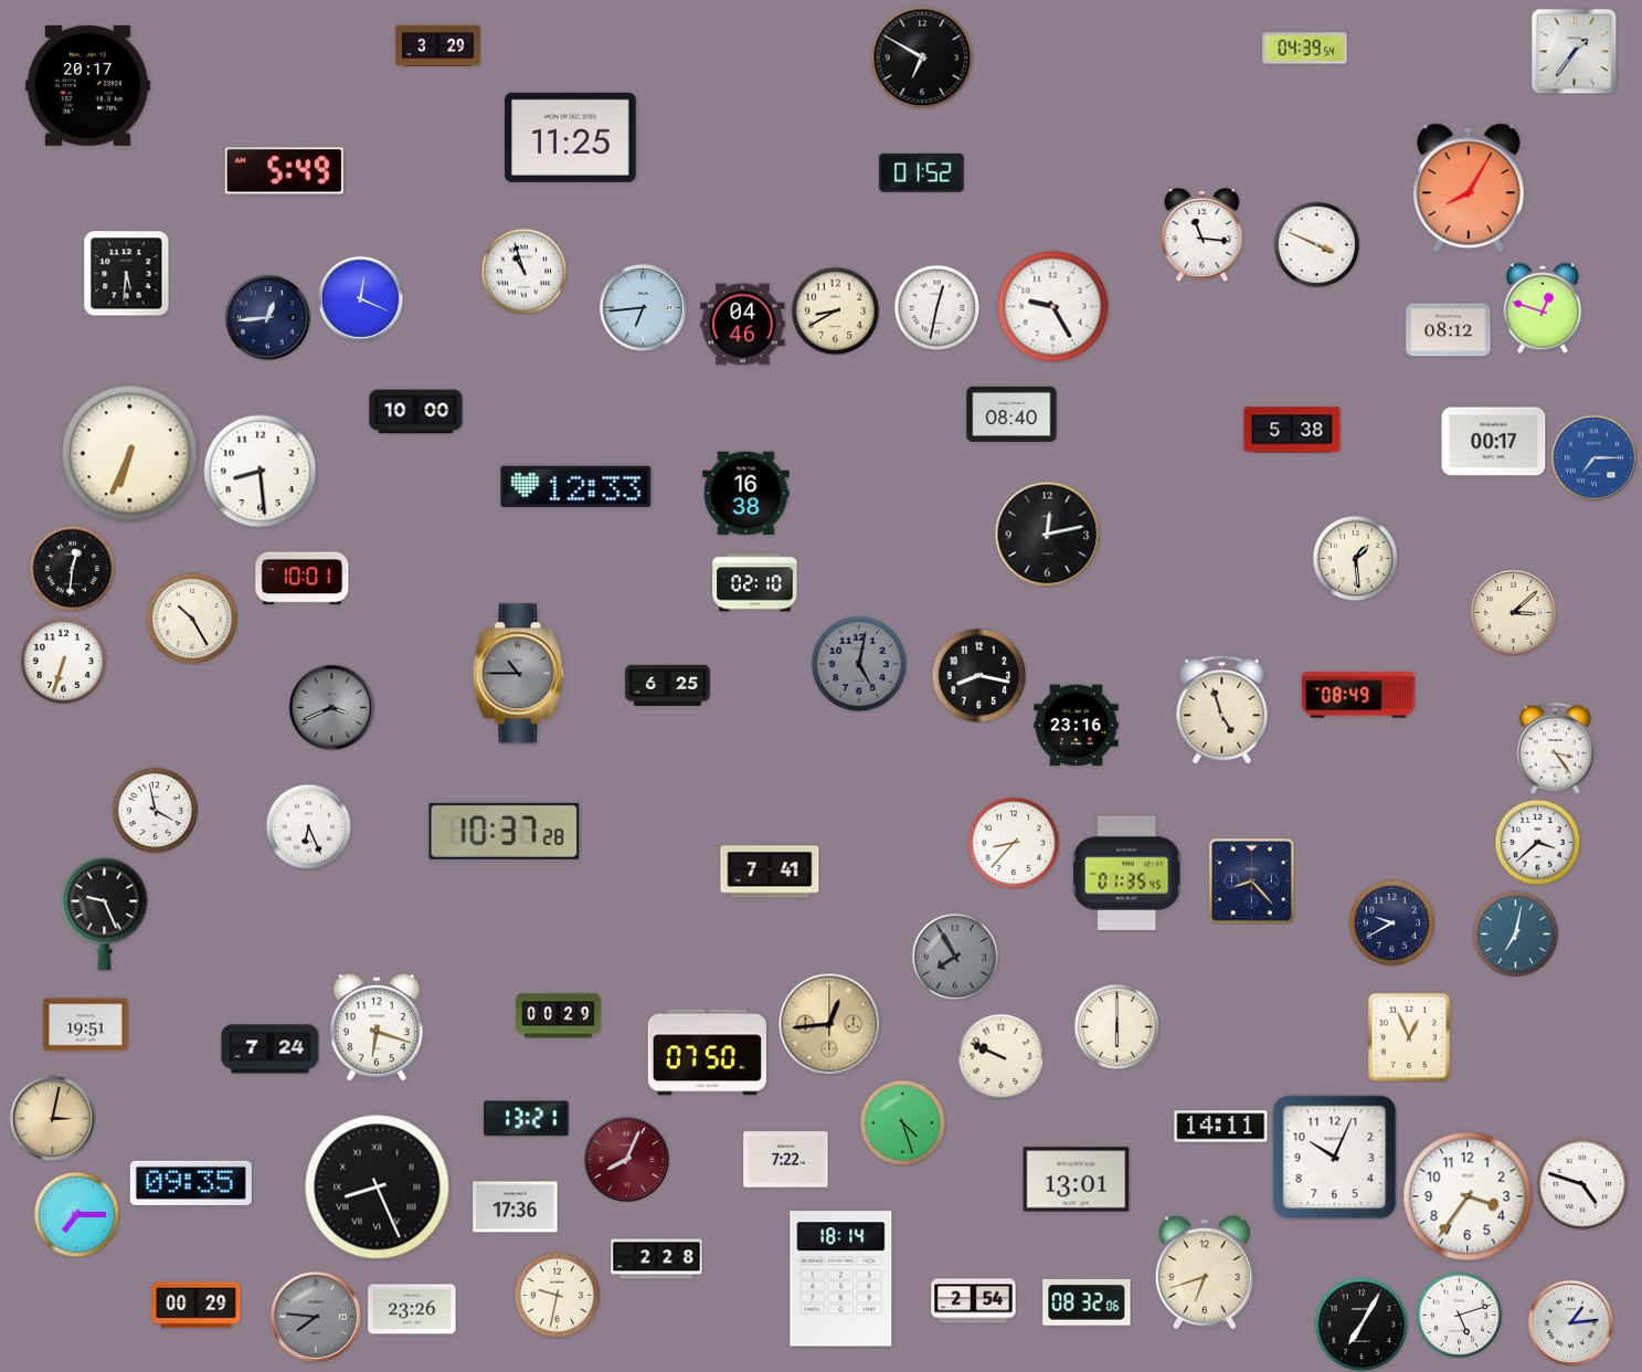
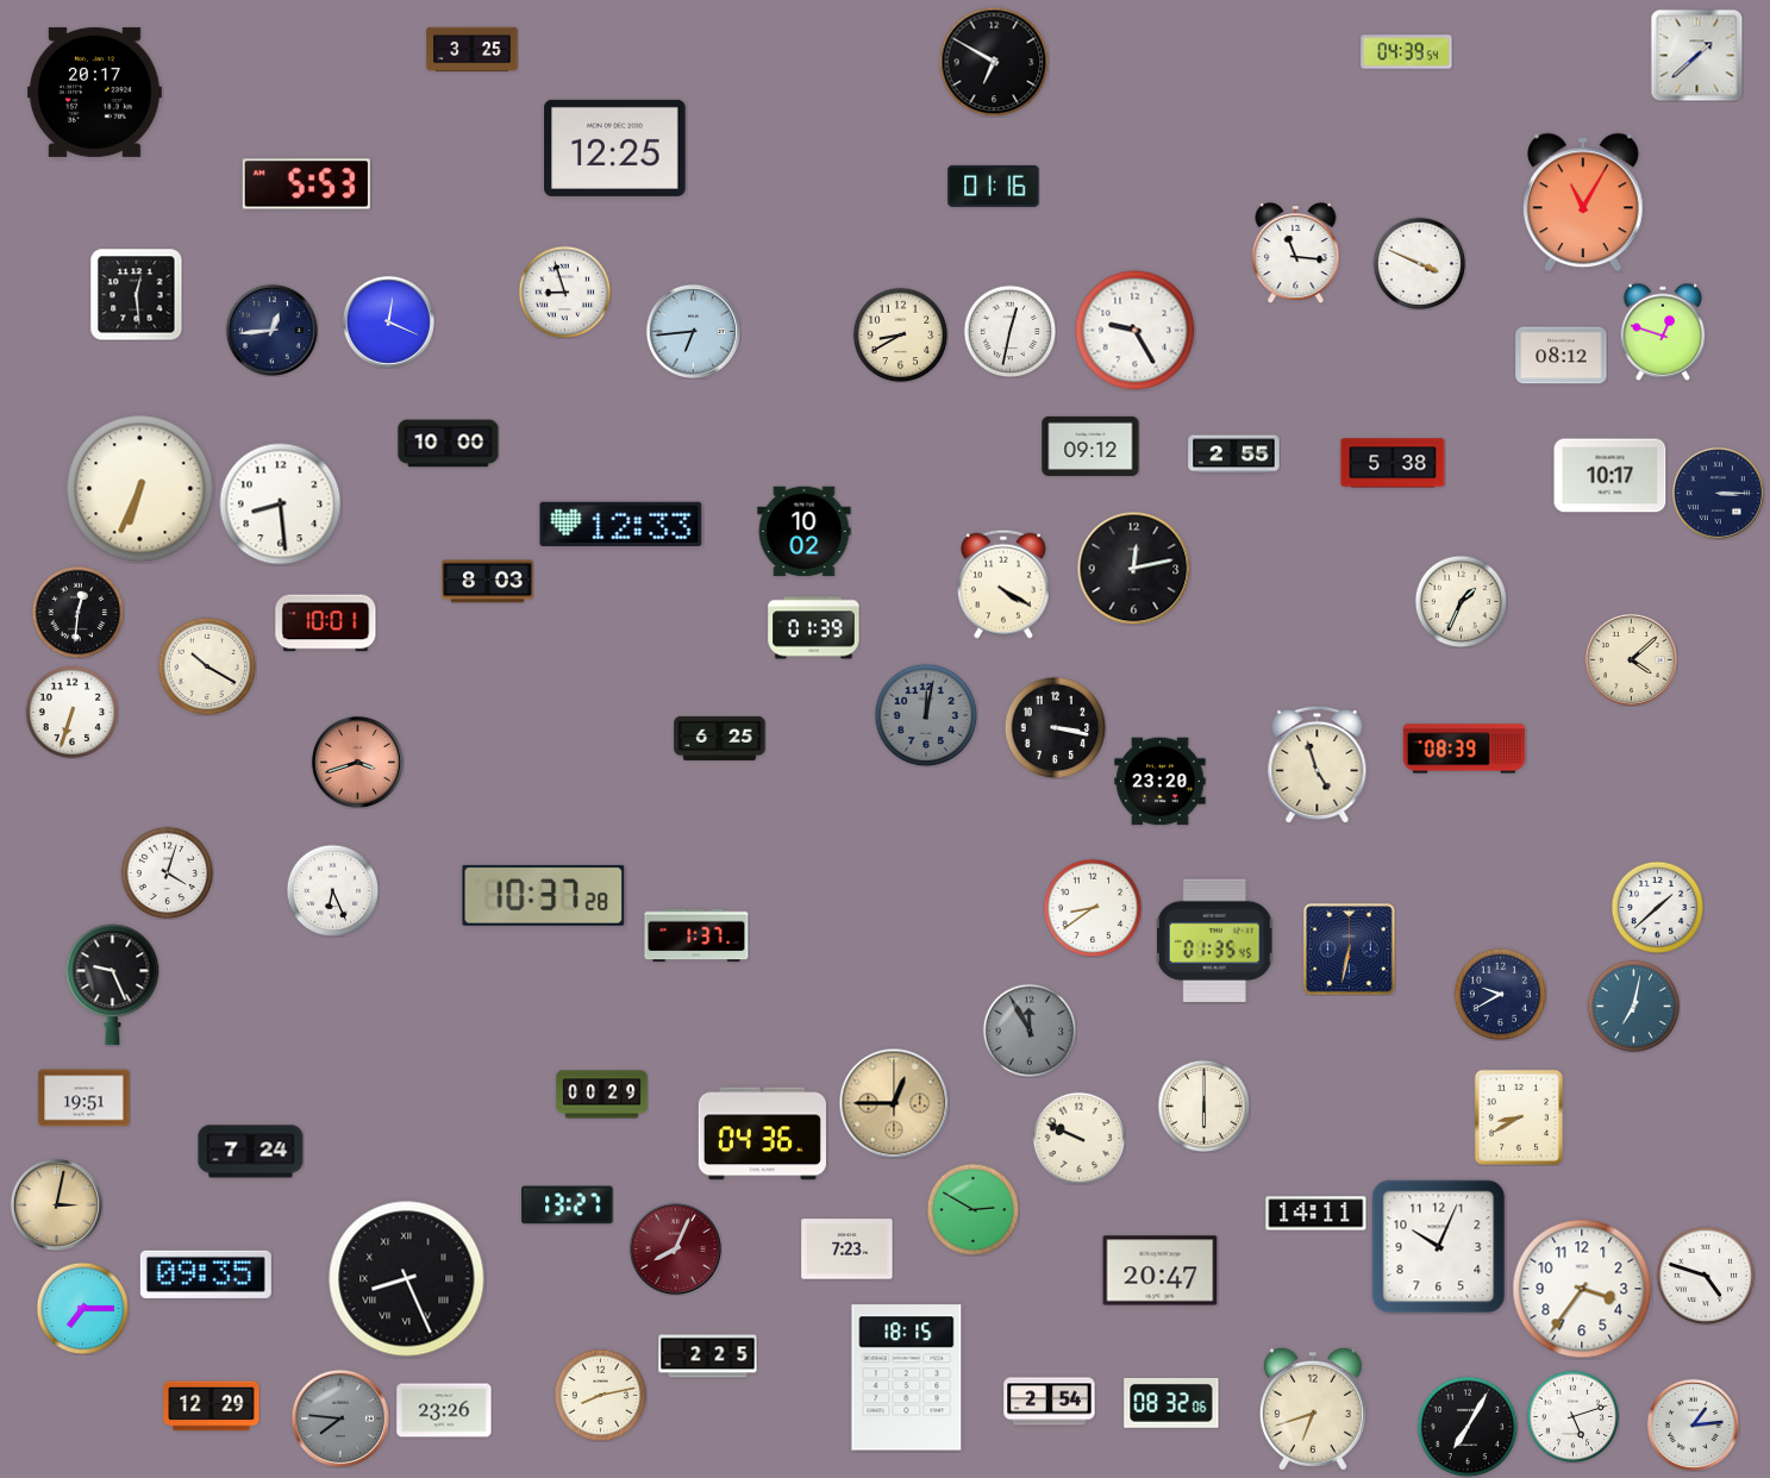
clock at (438, 46): 3:29 -> 3:25
clock at (1574, 51): 1:36 -> 1:38
clock at (571, 137): 11:25 -> 12:25
clock at (284, 171): 5:49 -> 5:53
clock at (922, 172): 01:52 -> 01:16
clock at (1470, 188): 8:05 -> 11:05
clock at (523, 271): 10:57 -> 8:57
clock at (126, 273): 5:31 -> 12:29
clock at (267, 317) position: (267, 317) -> (271, 330)
clock at (743, 325): 04:46 -> none
clock at (1011, 414): 08:40 -> 09:12
clock at (1234, 455): none -> 2:55
clock at (1494, 442): 00:17 -> 10:17
clock at (1593, 457): 7:15 -> 3:15
clock at (1593, 457) dial: blue -> navy
clock at (261, 472) position: (261, 472) -> (281, 505)
clock at (746, 494): 16:38 -> 10:02
clock at (1047, 534) position: (1047, 534) -> (1133, 568)
clock at (488, 582): none -> 8:03
clock at (1003, 584): none -> 4:20
clock at (1355, 558): 1:29 -> 1:34
clock at (755, 583): 02:10 -> 01:39
clock at (1513, 612): 3:08 -> 4:08
clock at (192, 619): 10:25 -> 10:20
clock at (63, 661) position: (63, 661) -> (71, 712)
clock at (859, 664): 5:02 -> 12:02
clock at (518, 674): 10:45 -> none
clock at (978, 675): 8:17 -> 3:17
clock at (1358, 695): 08:49 -> 08:39
clock at (331, 707): 3:41 -> 3:42
clock at (331, 707) dial: grey -> salmon
clock at (1077, 726): 23:16 -> 23:20
clock at (1555, 748): 3:24 -> none
clock at (155, 810): 3:58 -> 4:03
clock at (1537, 842): 3:38 -> 1:38
clock at (1014, 843): 8:37 -> 8:39
clock at (696, 935): none -> 1:37
clock at (770, 872): 7:41 -> none
clock at (1252, 882): 8:23 -> 6:32
clock at (955, 957): 7:55 -> 11:55
clock at (829, 1024): 12:44 -> 12:45
clock at (86, 1025) position: (86, 1025) -> (85, 1098)
clock at (377, 1027): 6:18 -> none
clock at (1409, 1037): 12:56 -> 8:40
clock at (271, 1049) position: (271, 1049) -> (251, 1152)
clock at (707, 1053): 07:50 -> 04:36
clock at (527, 1119): 13:21 -> 13:27
clock at (902, 1122): 4:27 -> 2:50
clock at (786, 1160): 7:22 -> 7:23
clock at (1077, 1180): 13:01 -> 20:47
clock at (516, 1207): 17:36 -> none
clock at (657, 1259): 2:28 -> 2:25
clock at (1205, 1273) position: (1205, 1273) -> (1313, 1409)
clock at (841, 1279): 18:14 -> 18:15
clock at (557, 1295): 9:32 -> 8:13
clock at (197, 1306): 00:29 -> 12:29
